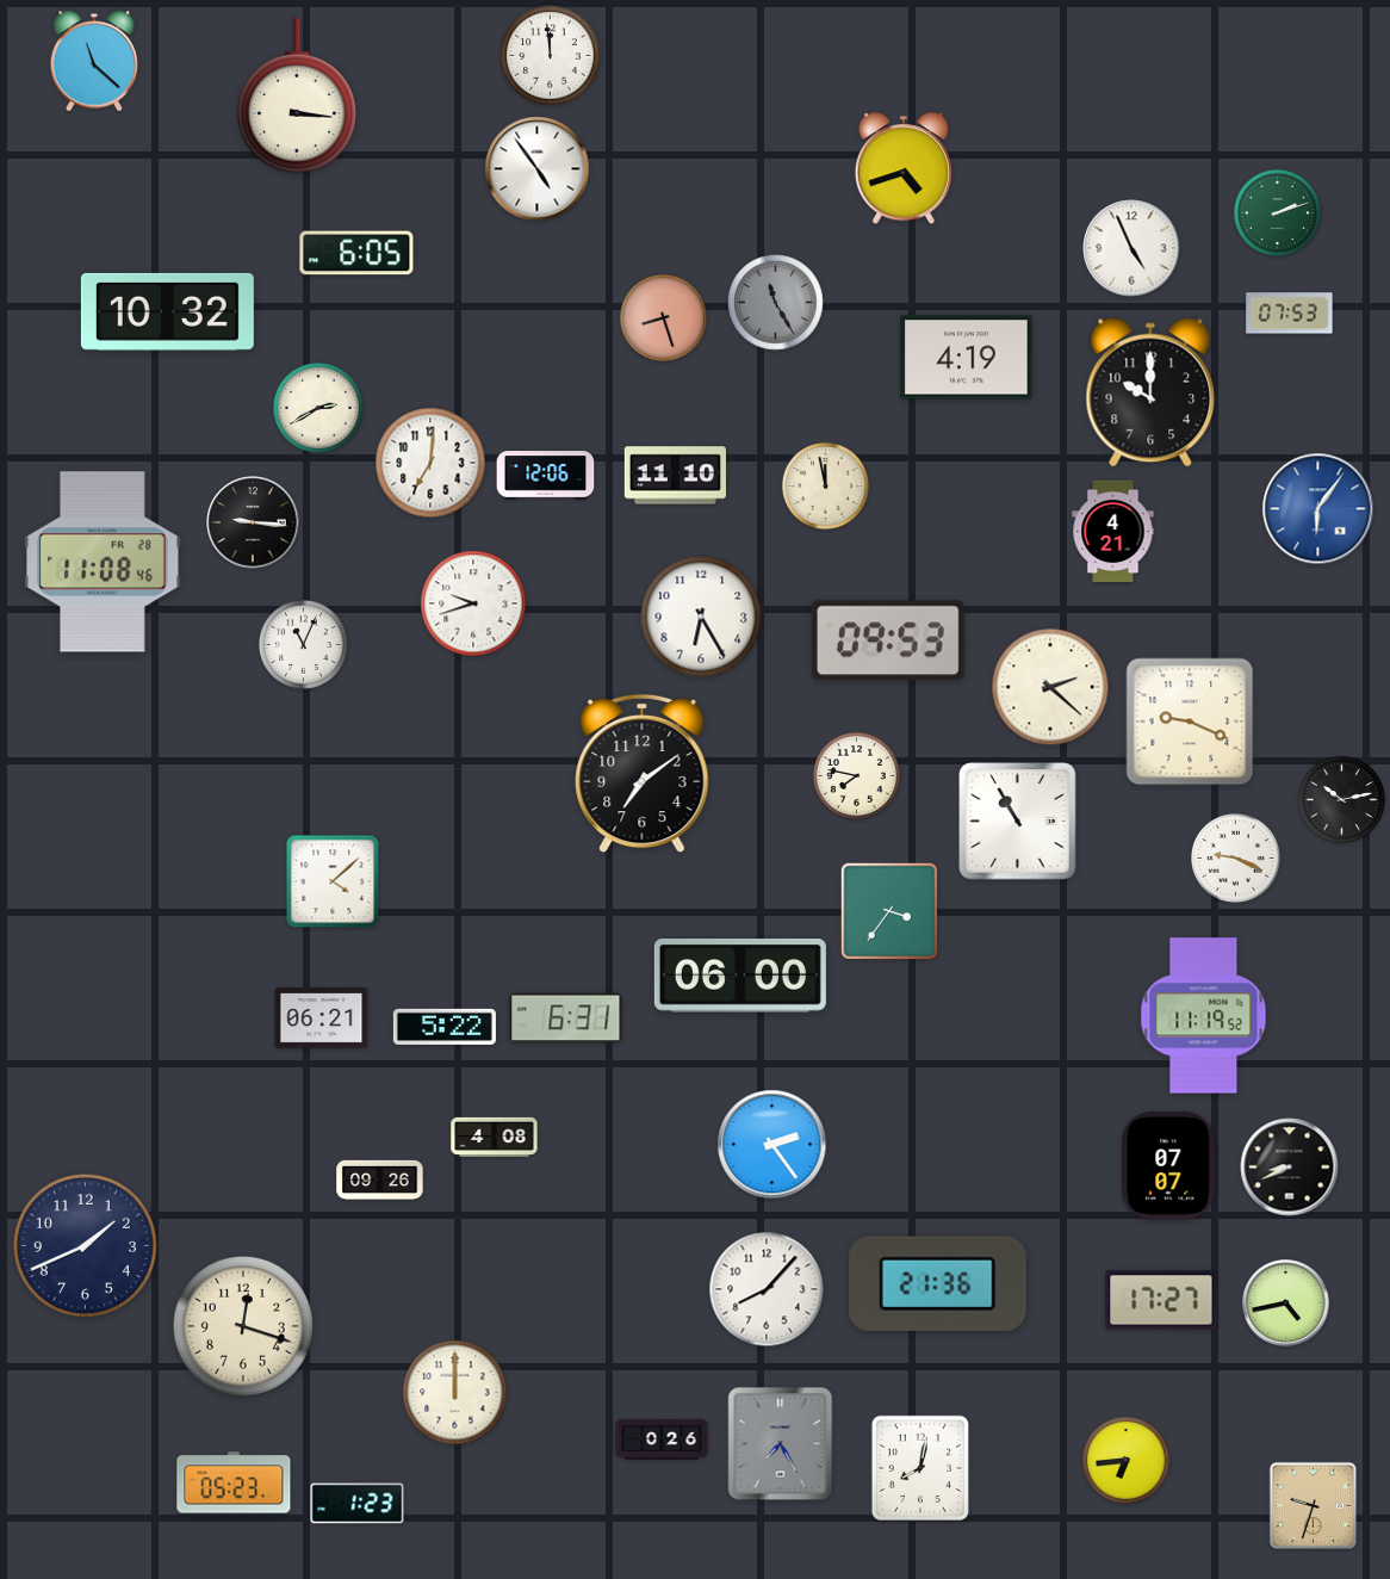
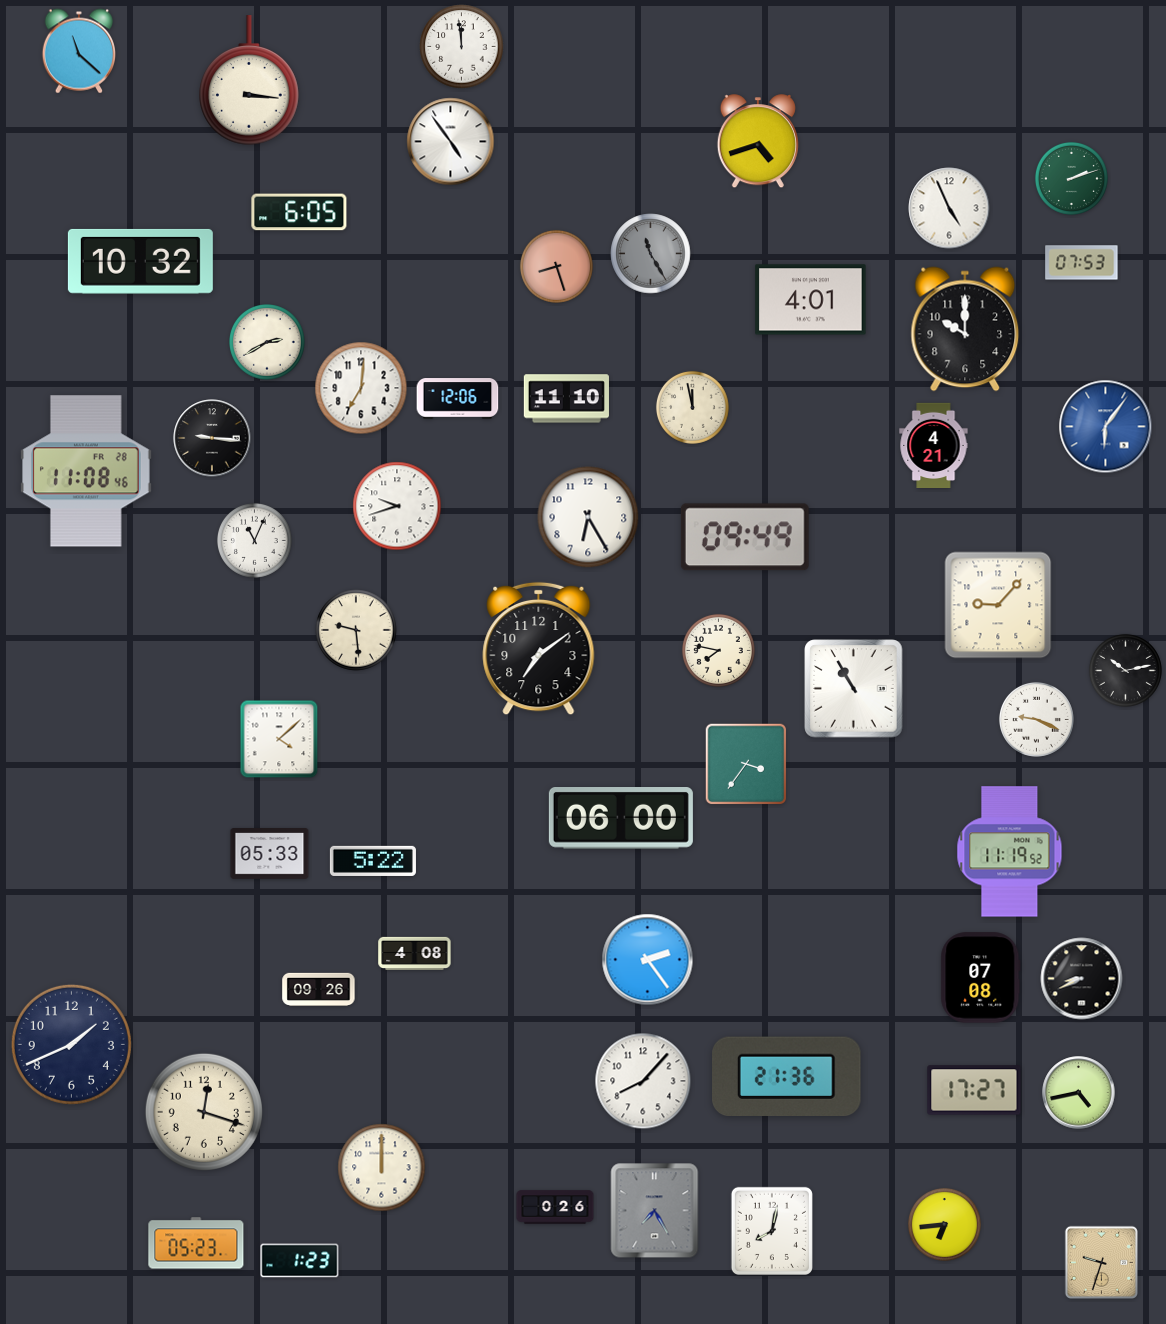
clock at (967, 358): 4:19 -> 4:01
clock at (888, 640): 09:53 -> 09:49
clock at (1050, 687): 2:22 -> none
clock at (1190, 722): 9:19 -> 9:07
clock at (356, 630): none -> 9:29
clock at (322, 1018): 06:21 -> 05:33
clock at (566, 1018): 6:31 -> none
clock at (1169, 1166): 07:07 -> 07:08
